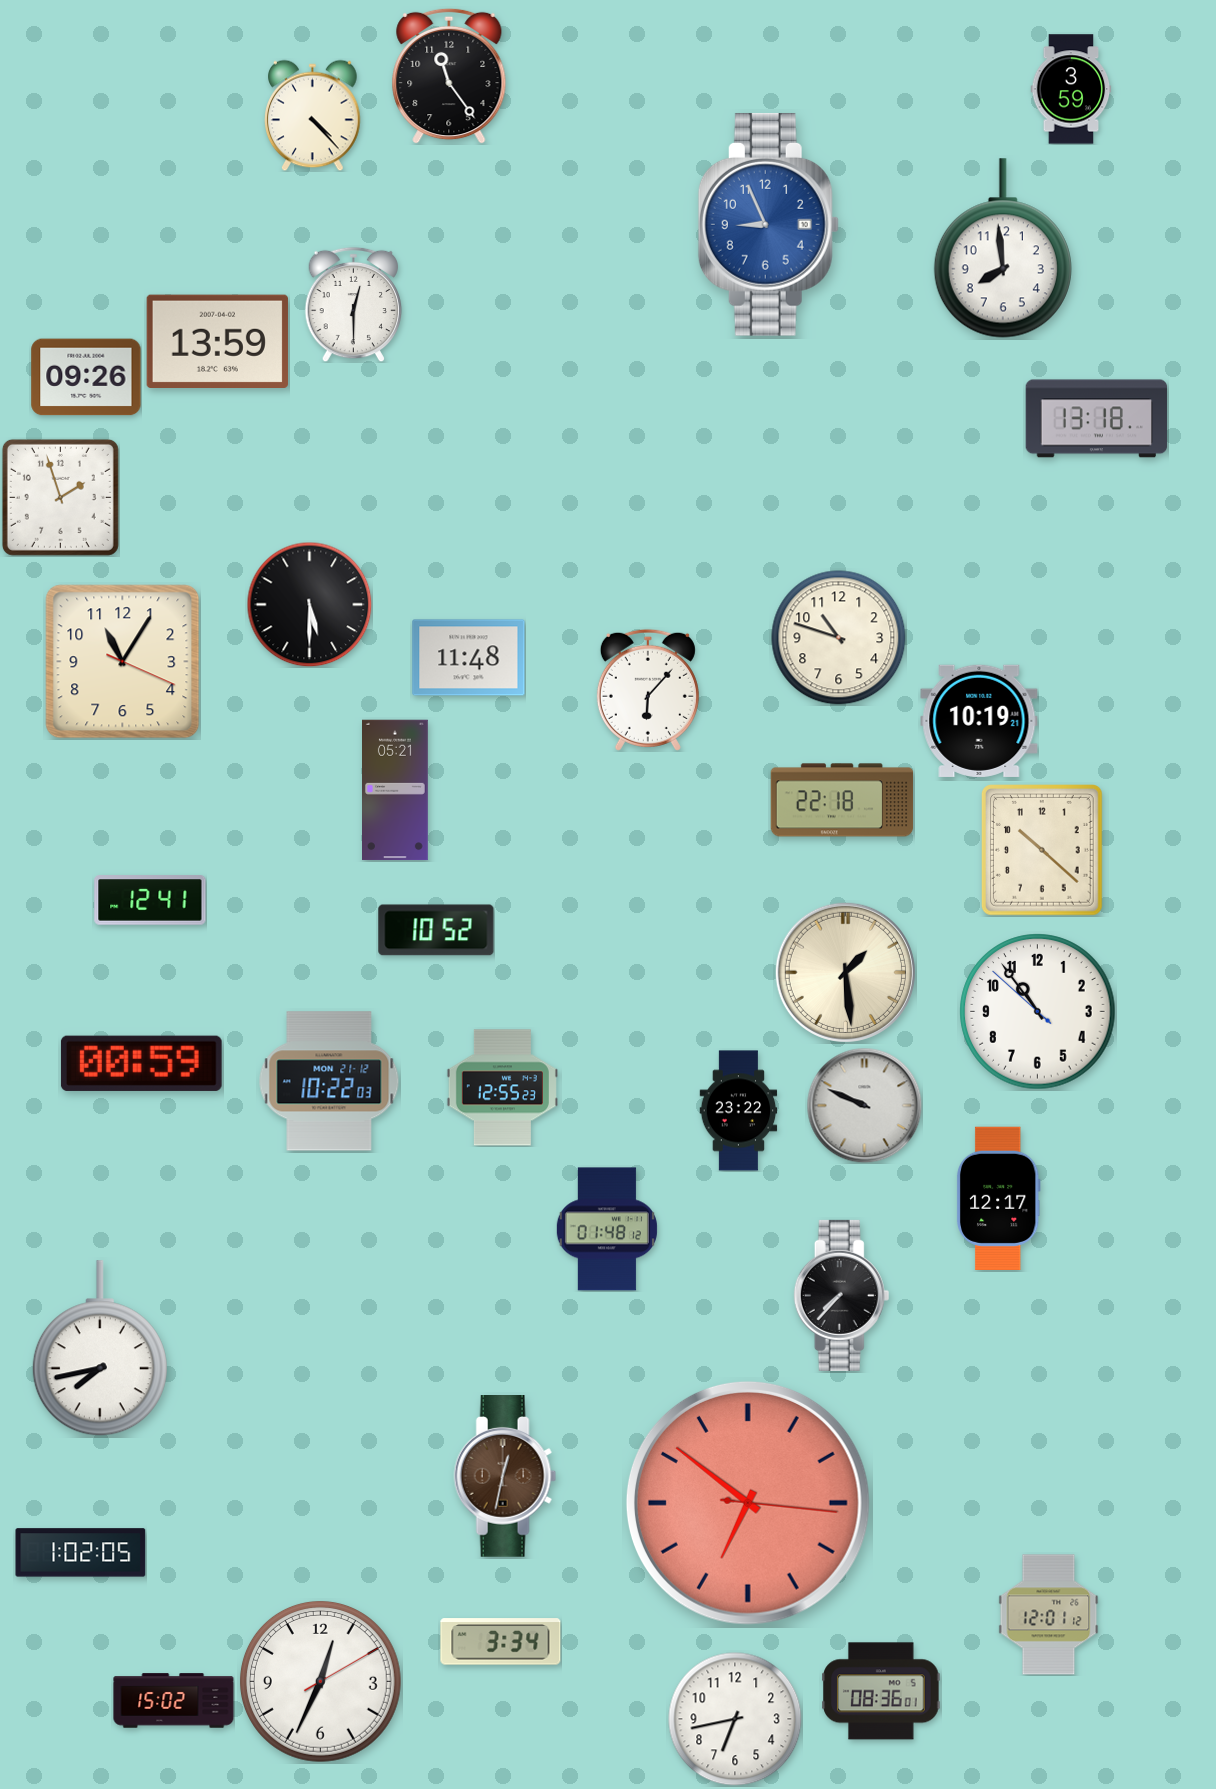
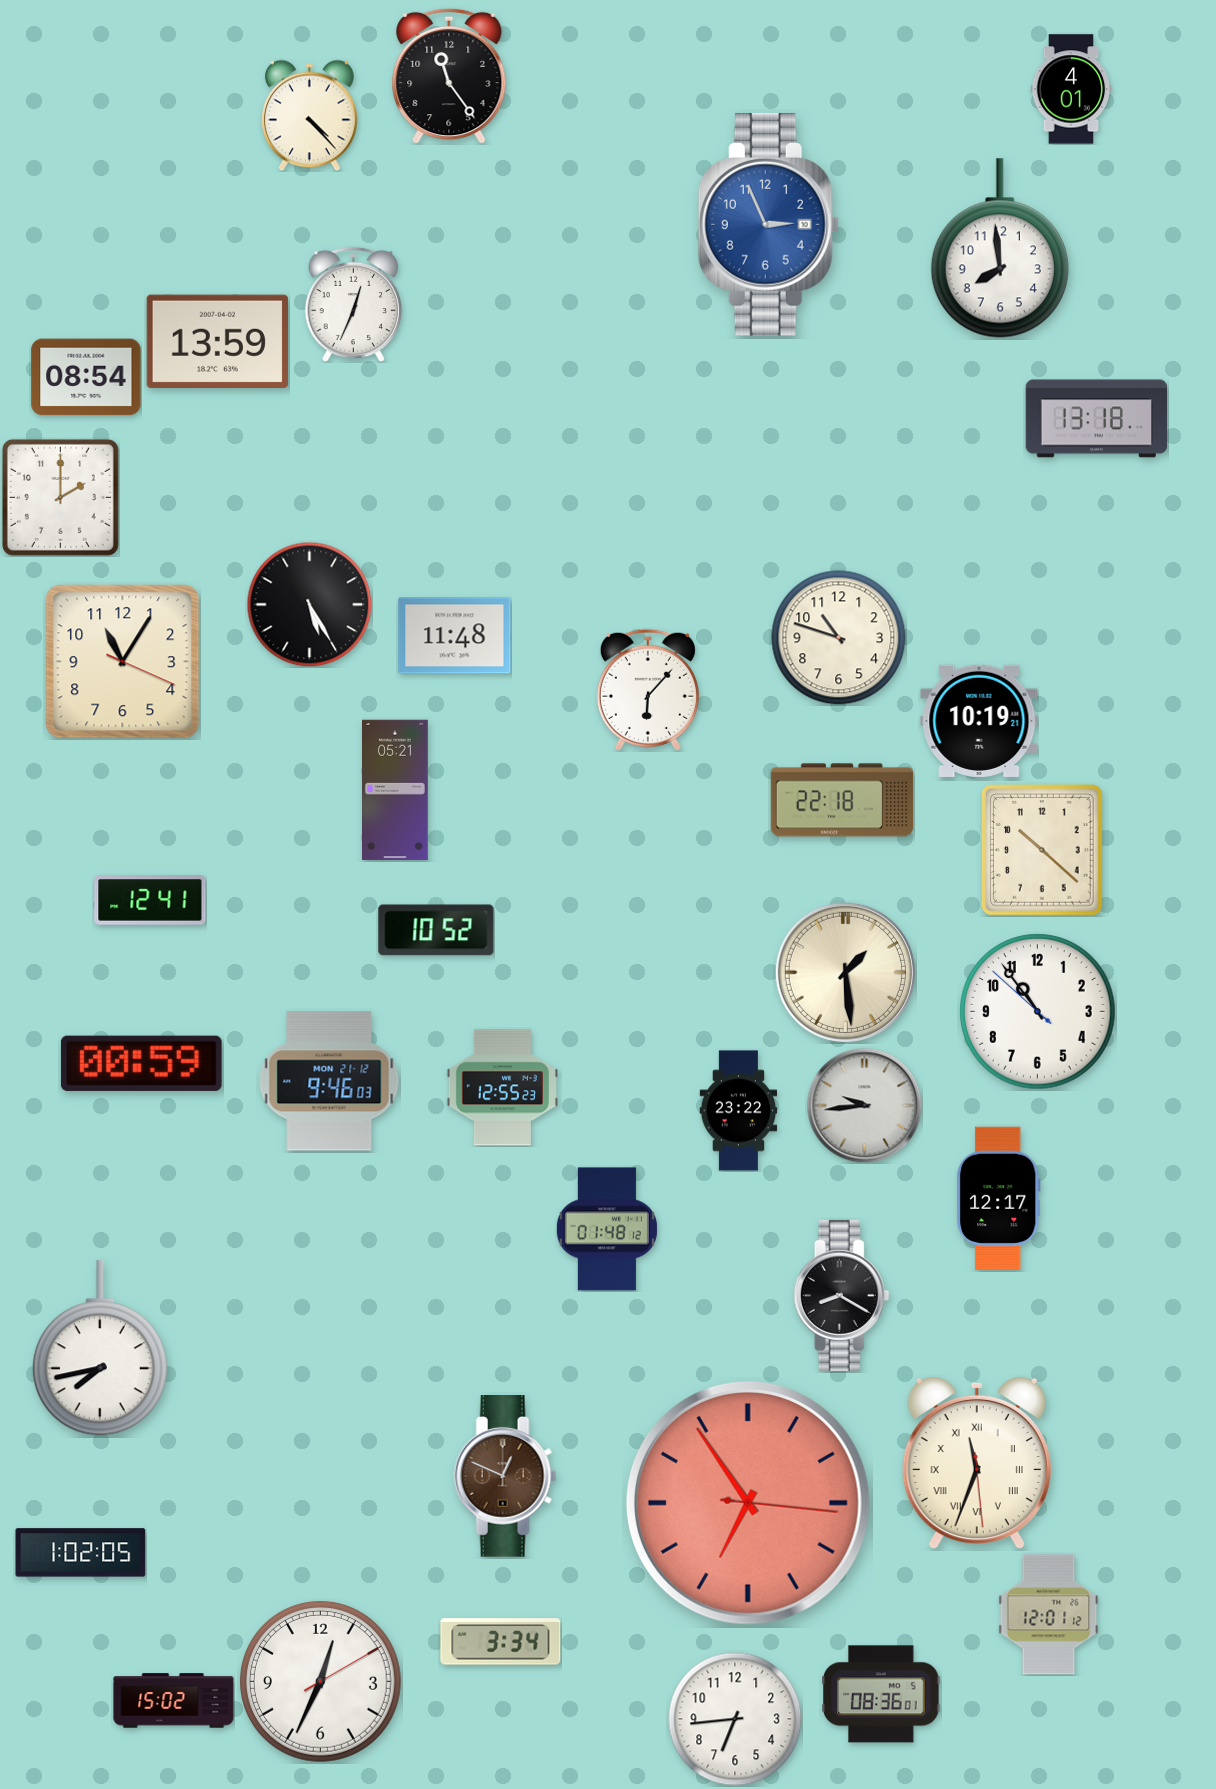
clock at (1071, 89): 3:59 -> 4:01
clock at (313, 115) position: (313, 115) -> (310, 115)
clock at (768, 224): 8:56 -> 2:56
clock at (1003, 248) position: (1003, 248) -> (1000, 248)
clock at (354, 304): 12:30 -> 12:34
clock at (86, 377): 09:26 -> 08:54
clock at (60, 497): 1:57 -> 2:00
clock at (309, 604): 5:30 -> 5:25
clock at (469, 658) position: (469, 658) -> (455, 636)
clock at (329, 1081): 10:22 -> 9:46
clock at (864, 1105): 9:49 -> 9:44
clock at (842, 1295): 7:37 -> 8:20
clock at (977, 1463): none -> 11:33
clock at (505, 1477): 12:32 -> 12:49
clock at (748, 1503): 6:51 -> 6:54
clock at (881, 1691) position: (881, 1691) -> (881, 1694)
clock at (735, 1719): 6:43 -> 6:44
